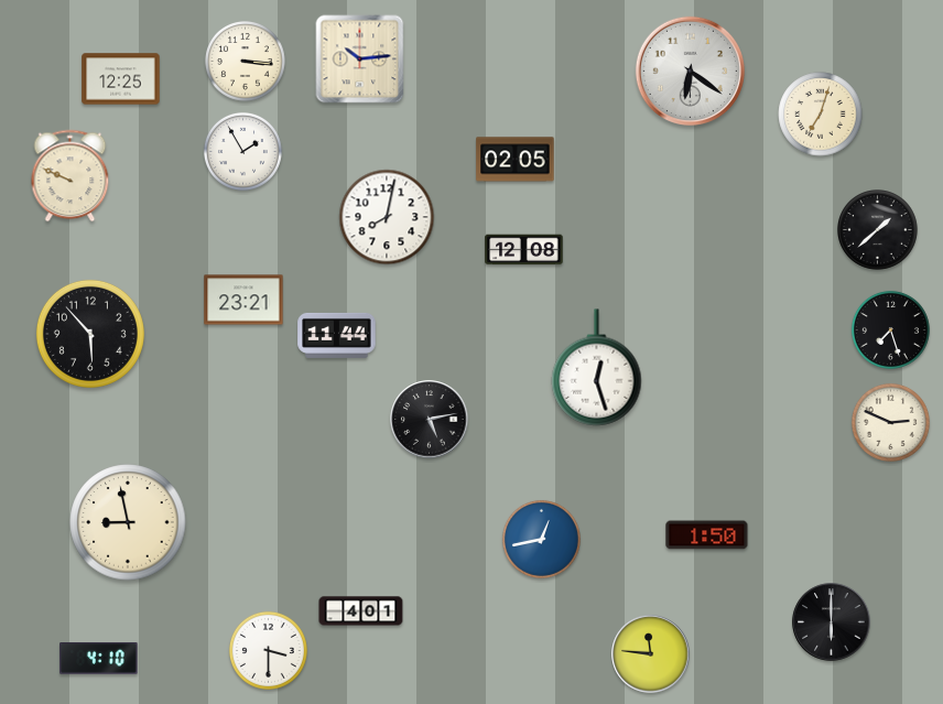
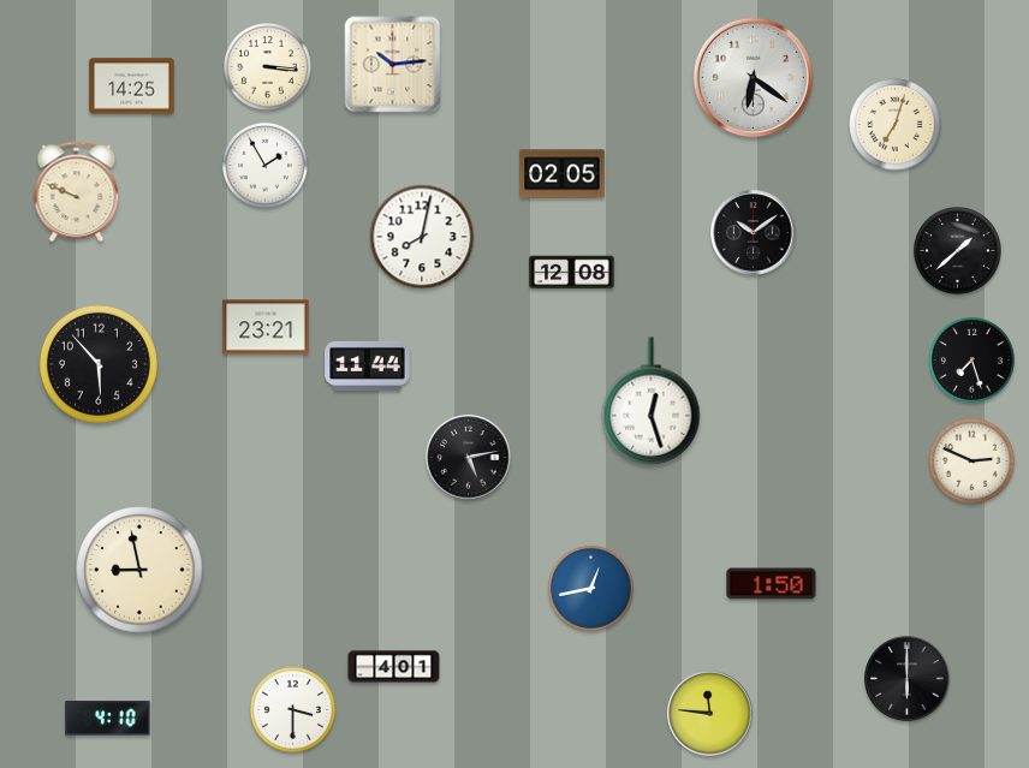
clock at (121, 79): 12:25 -> 14:25
clock at (754, 233): none -> 10:09
